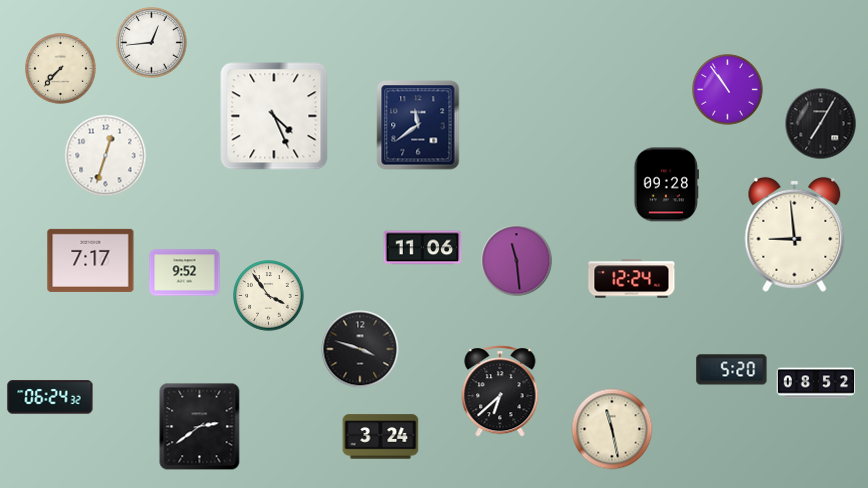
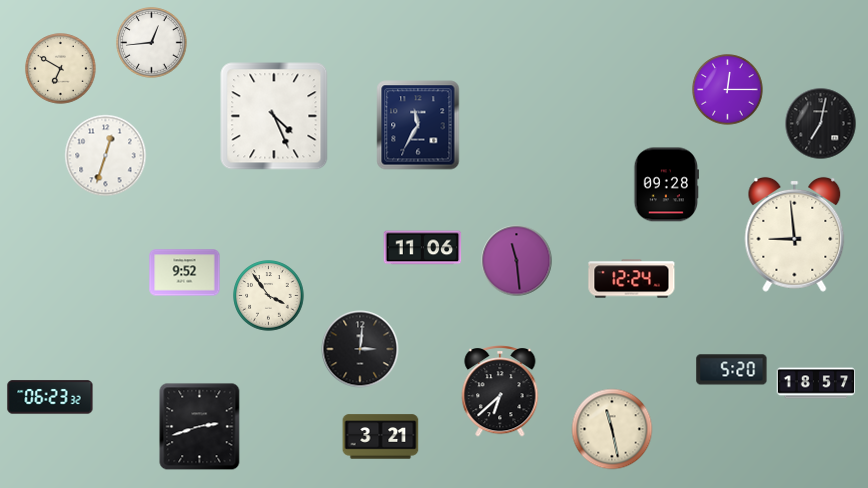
clock at (61, 69): 7:37 -> 6:50
clock at (728, 90): 10:54 -> 12:15
clock at (821, 124): 7:05 -> 7:02
clock at (418, 125): 11:39 -> 11:35
clock at (91, 260): 7:17 -> none
clock at (360, 349): 3:48 -> 3:01
clock at (816, 383): 08:52 -> 18:57
clock at (50, 397): 06:24 -> 06:23
clock at (200, 427): 2:39 -> 2:42
clock at (381, 437): 3:24 -> 3:21
